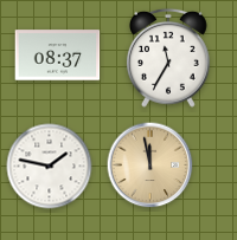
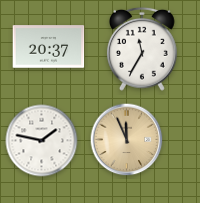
clock at (58, 56): 08:37 -> 20:37
clock at (150, 166): 11:58 -> 11:56
